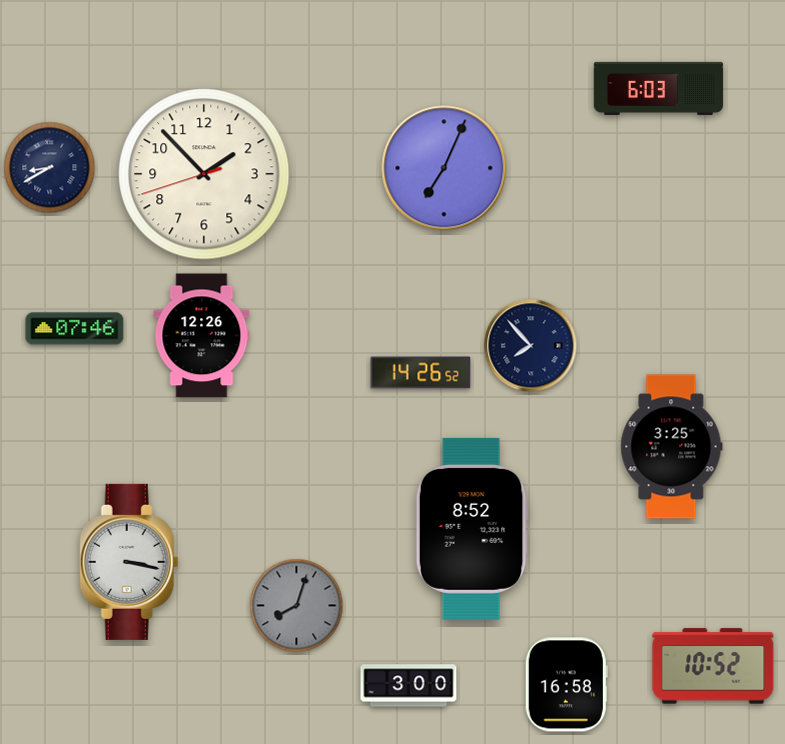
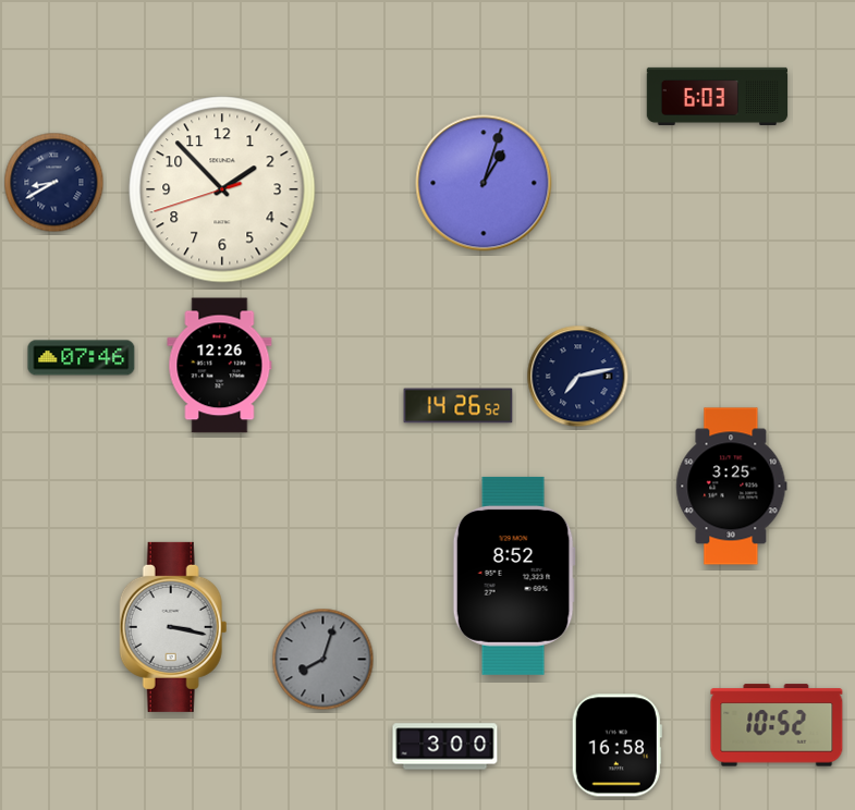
clock at (444, 168): 7:04 -> 1:03
clock at (531, 346): 7:53 -> 7:13
clock at (129, 562) position: (129, 562) -> (173, 627)
